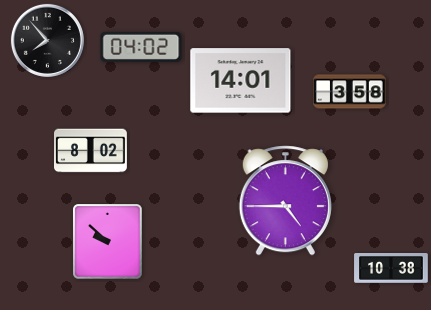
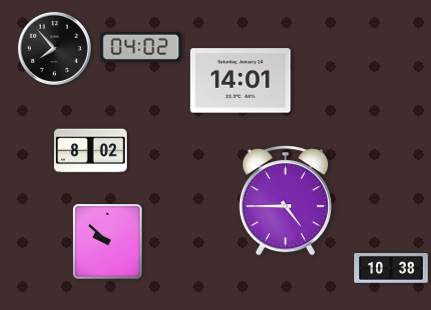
clock at (47, 40) position: (47, 40) -> (54, 48)
clock at (350, 92): 3:58 -> none
